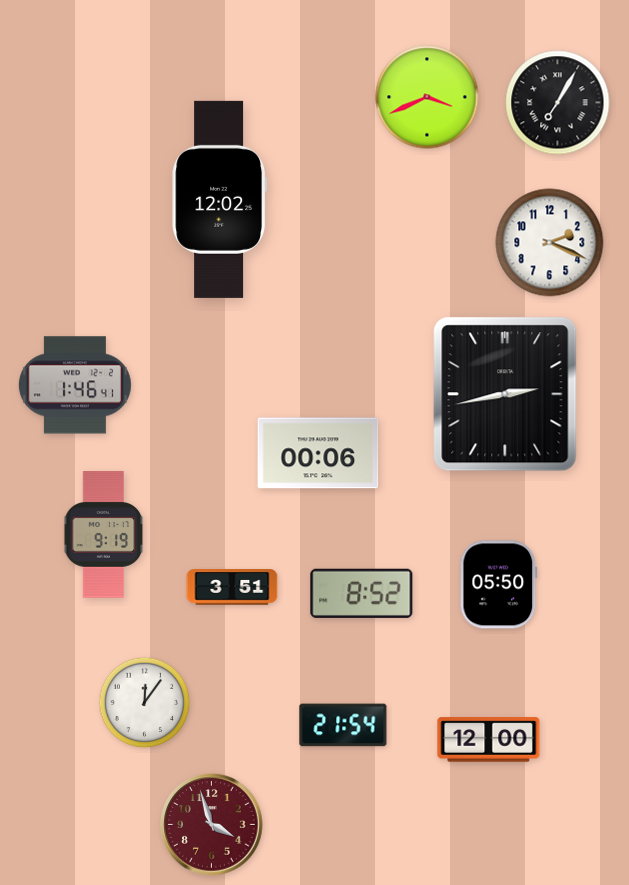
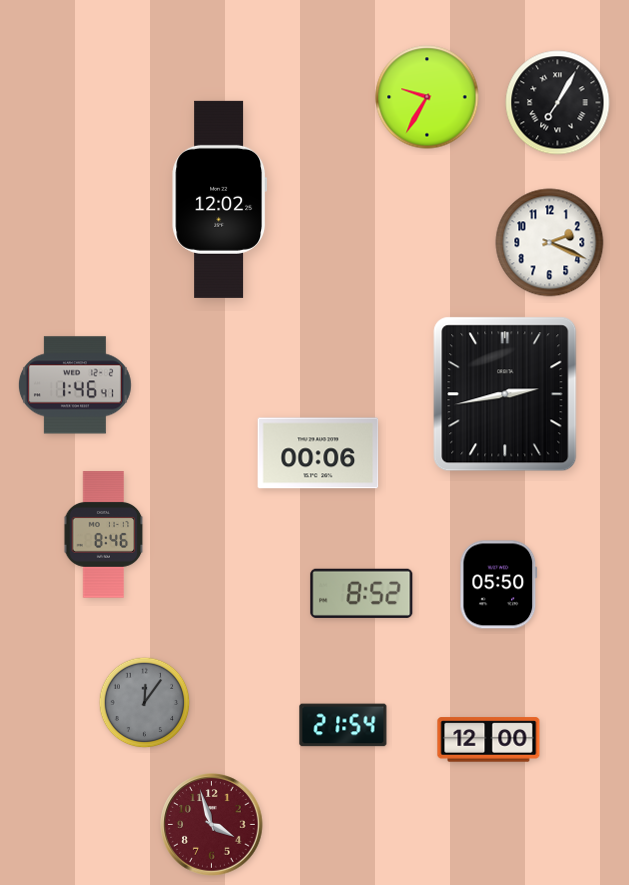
clock at (427, 97): 3:41 -> 9:35
clock at (104, 535): 9:19 -> 8:46
clock at (232, 587): 3:51 -> none
clock at (145, 703) dial: white -> grey
